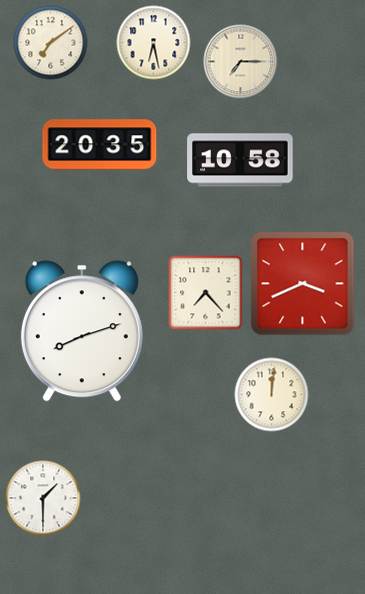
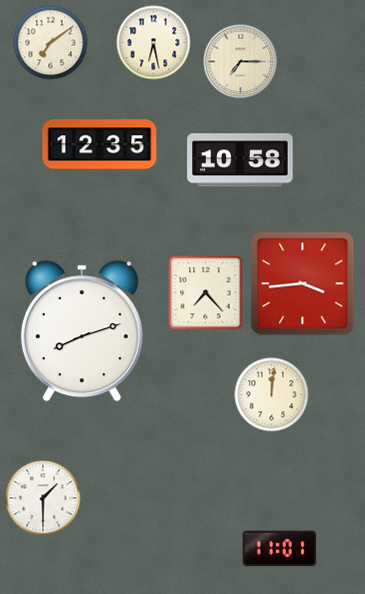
clock at (100, 145): 20:35 -> 12:35
clock at (303, 284): 3:41 -> 3:44
clock at (280, 549): none -> 11:01
